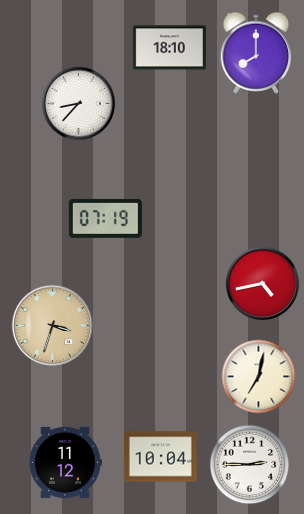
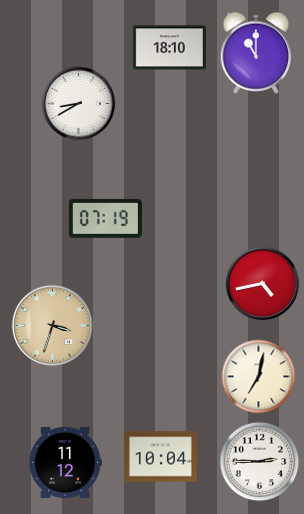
clock at (256, 53): 8:00 -> 11:00
clock at (79, 104): 8:37 -> 8:40
clock at (250, 465) position: (250, 465) -> (260, 462)
